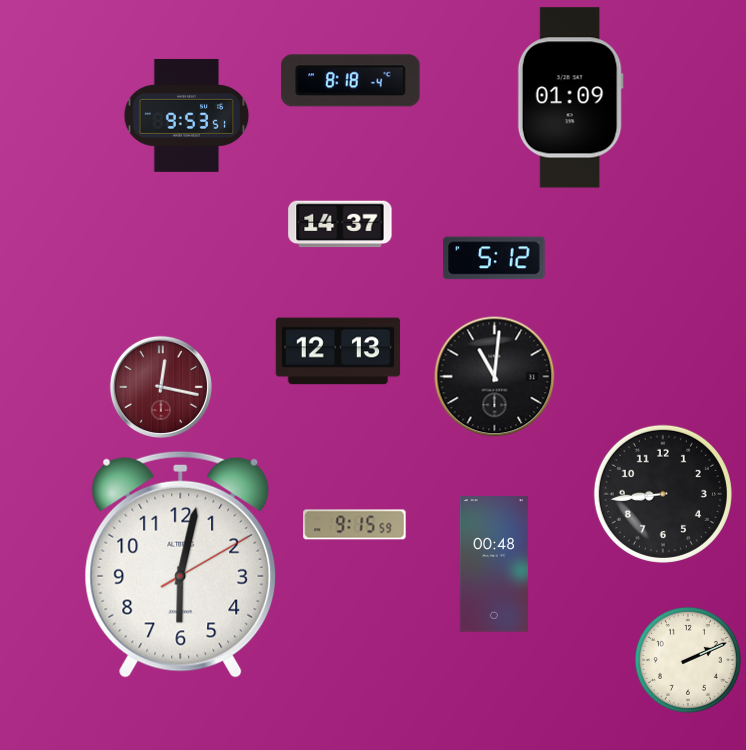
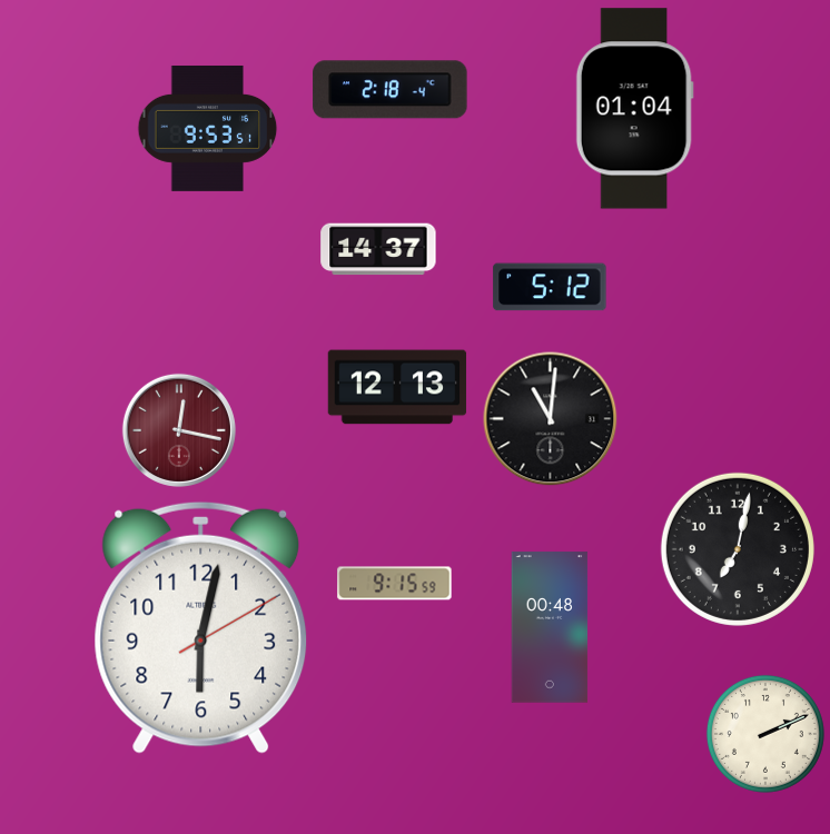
clock at (351, 81): 8:18 -> 2:18
clock at (570, 98): 01:09 -> 01:04
clock at (338, 351) position: (338, 351) -> (397, 387)
clock at (663, 494): 8:44 -> 7:02
